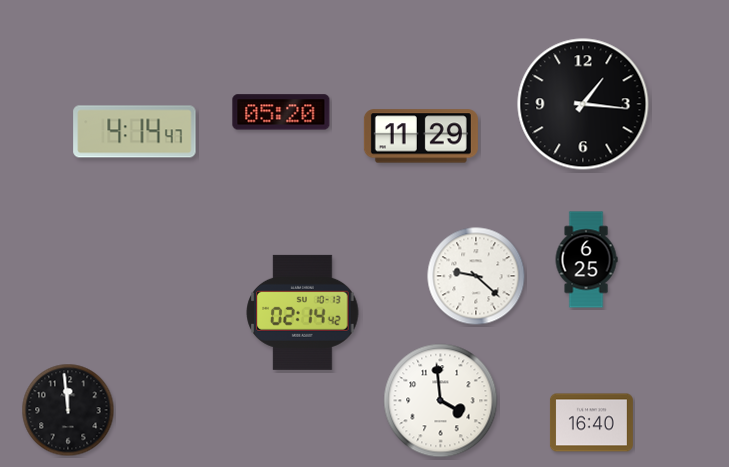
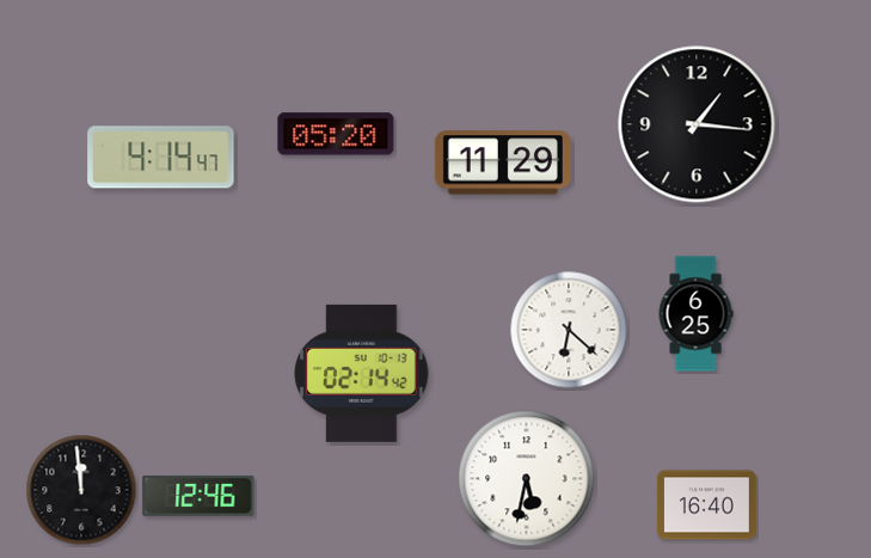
clock at (586, 260) position: (586, 260) -> (695, 314)
clock at (476, 276): 9:22 -> 6:22
clock at (441, 401): 3:59 -> 5:32
clock at (198, 496): none -> 12:46
